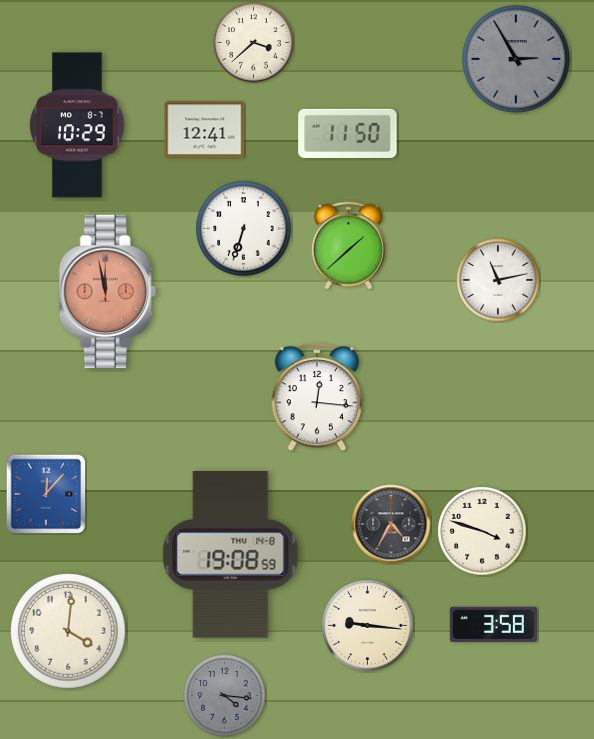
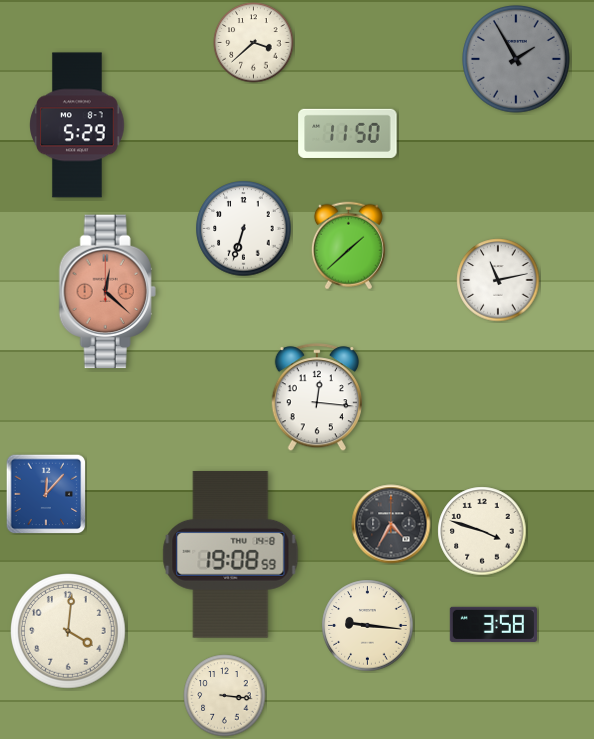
clock at (516, 59): 2:55 -> 1:55
clock at (77, 125): 10:29 -> 5:29
clock at (205, 130): 12:41 -> none
clock at (107, 292): 11:58 -> 12:22
clock at (225, 696): 4:16 -> 3:16
clock at (225, 696) dial: grey -> cream
